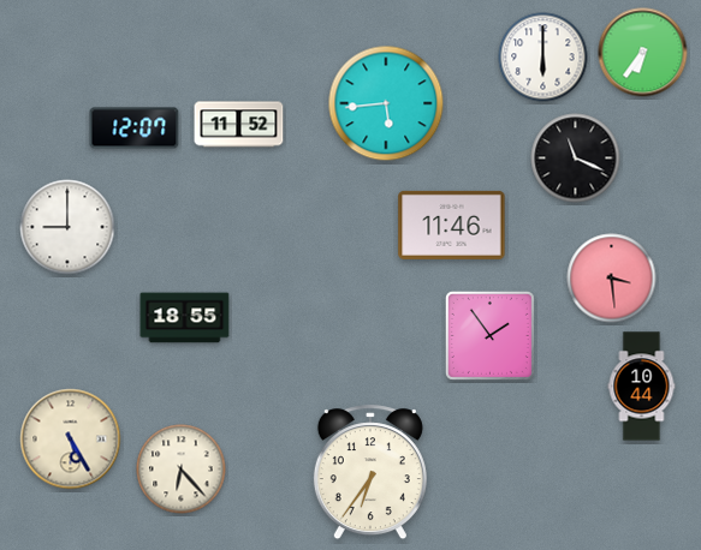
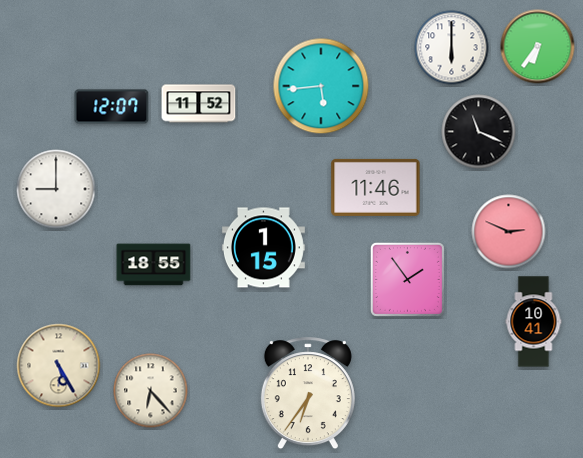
clock at (643, 53) position: (643, 53) -> (538, 47)
clock at (612, 279): 3:29 -> 2:49
clock at (263, 248): none -> 1:15
clock at (642, 387): 10:44 -> 10:41
